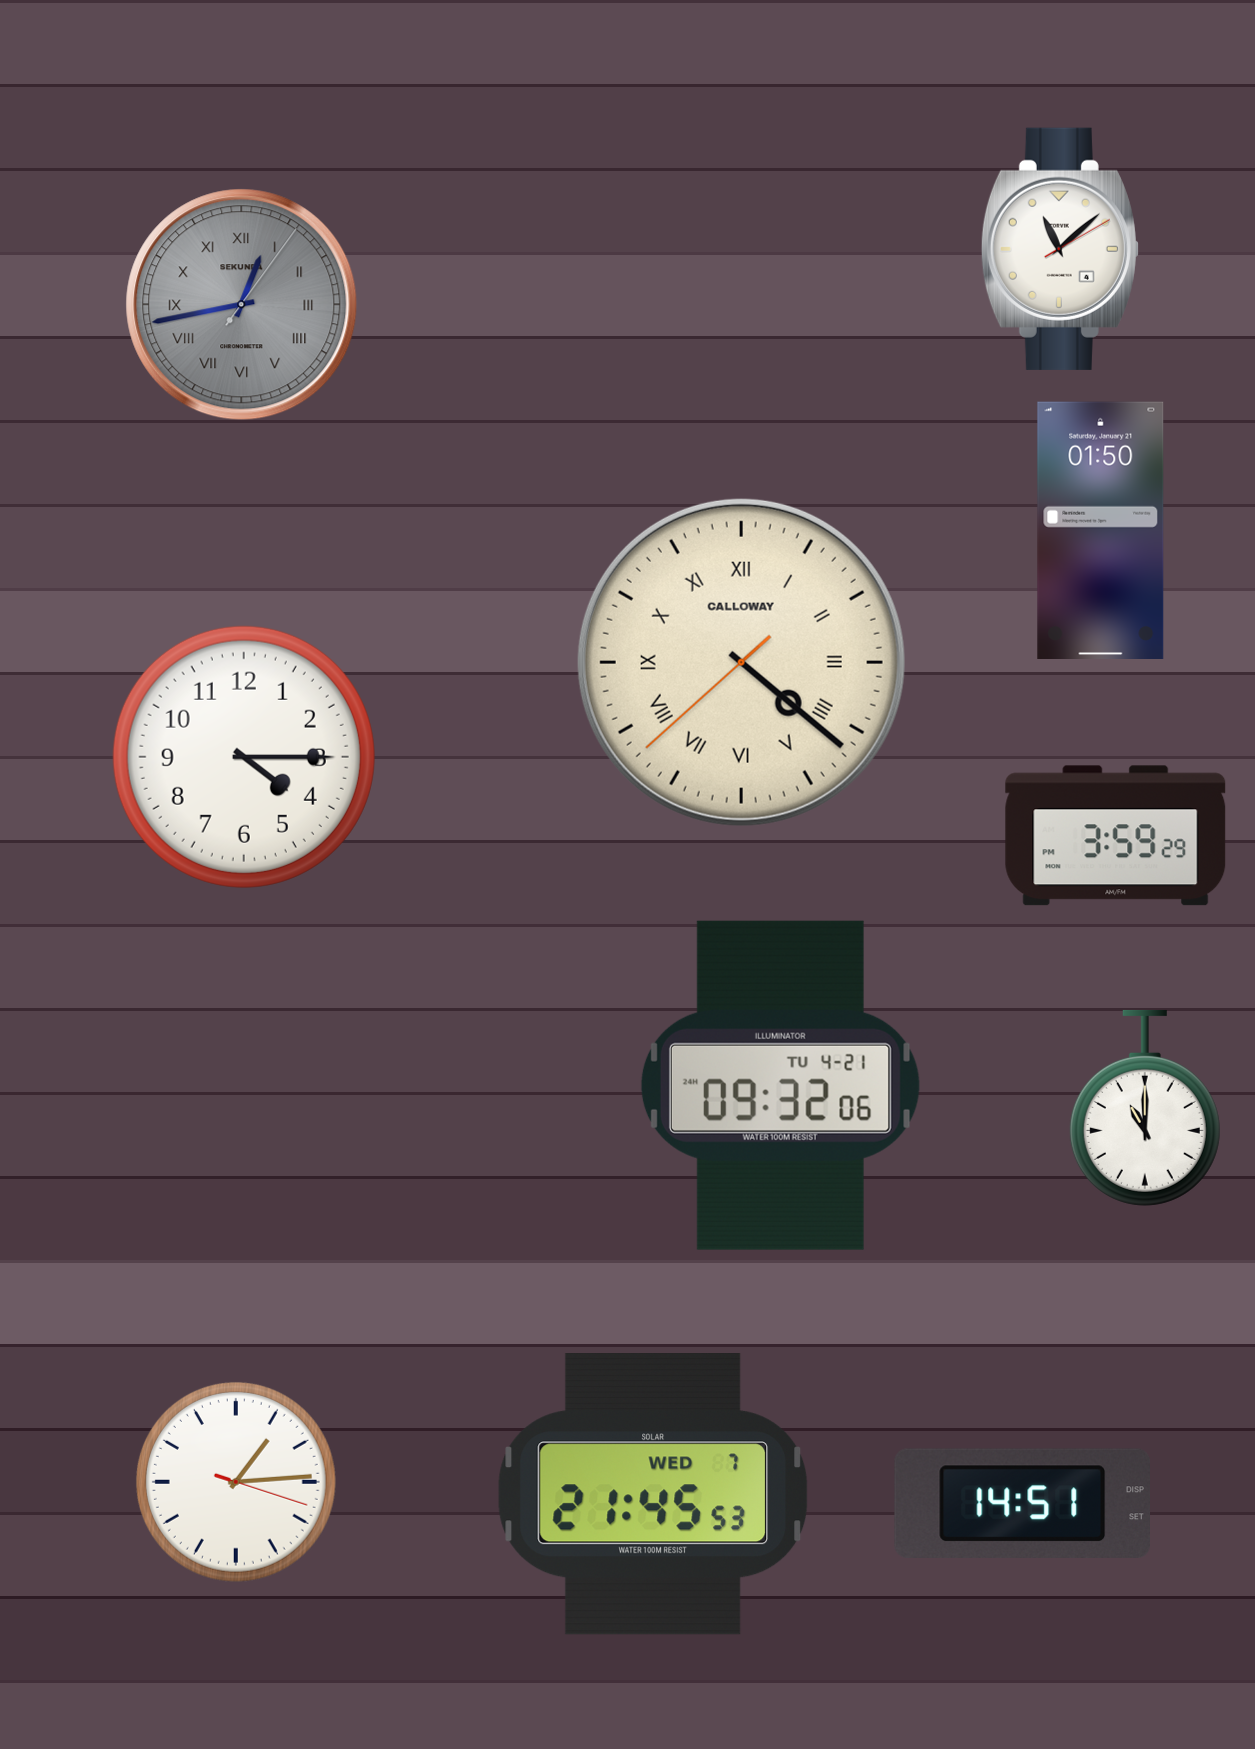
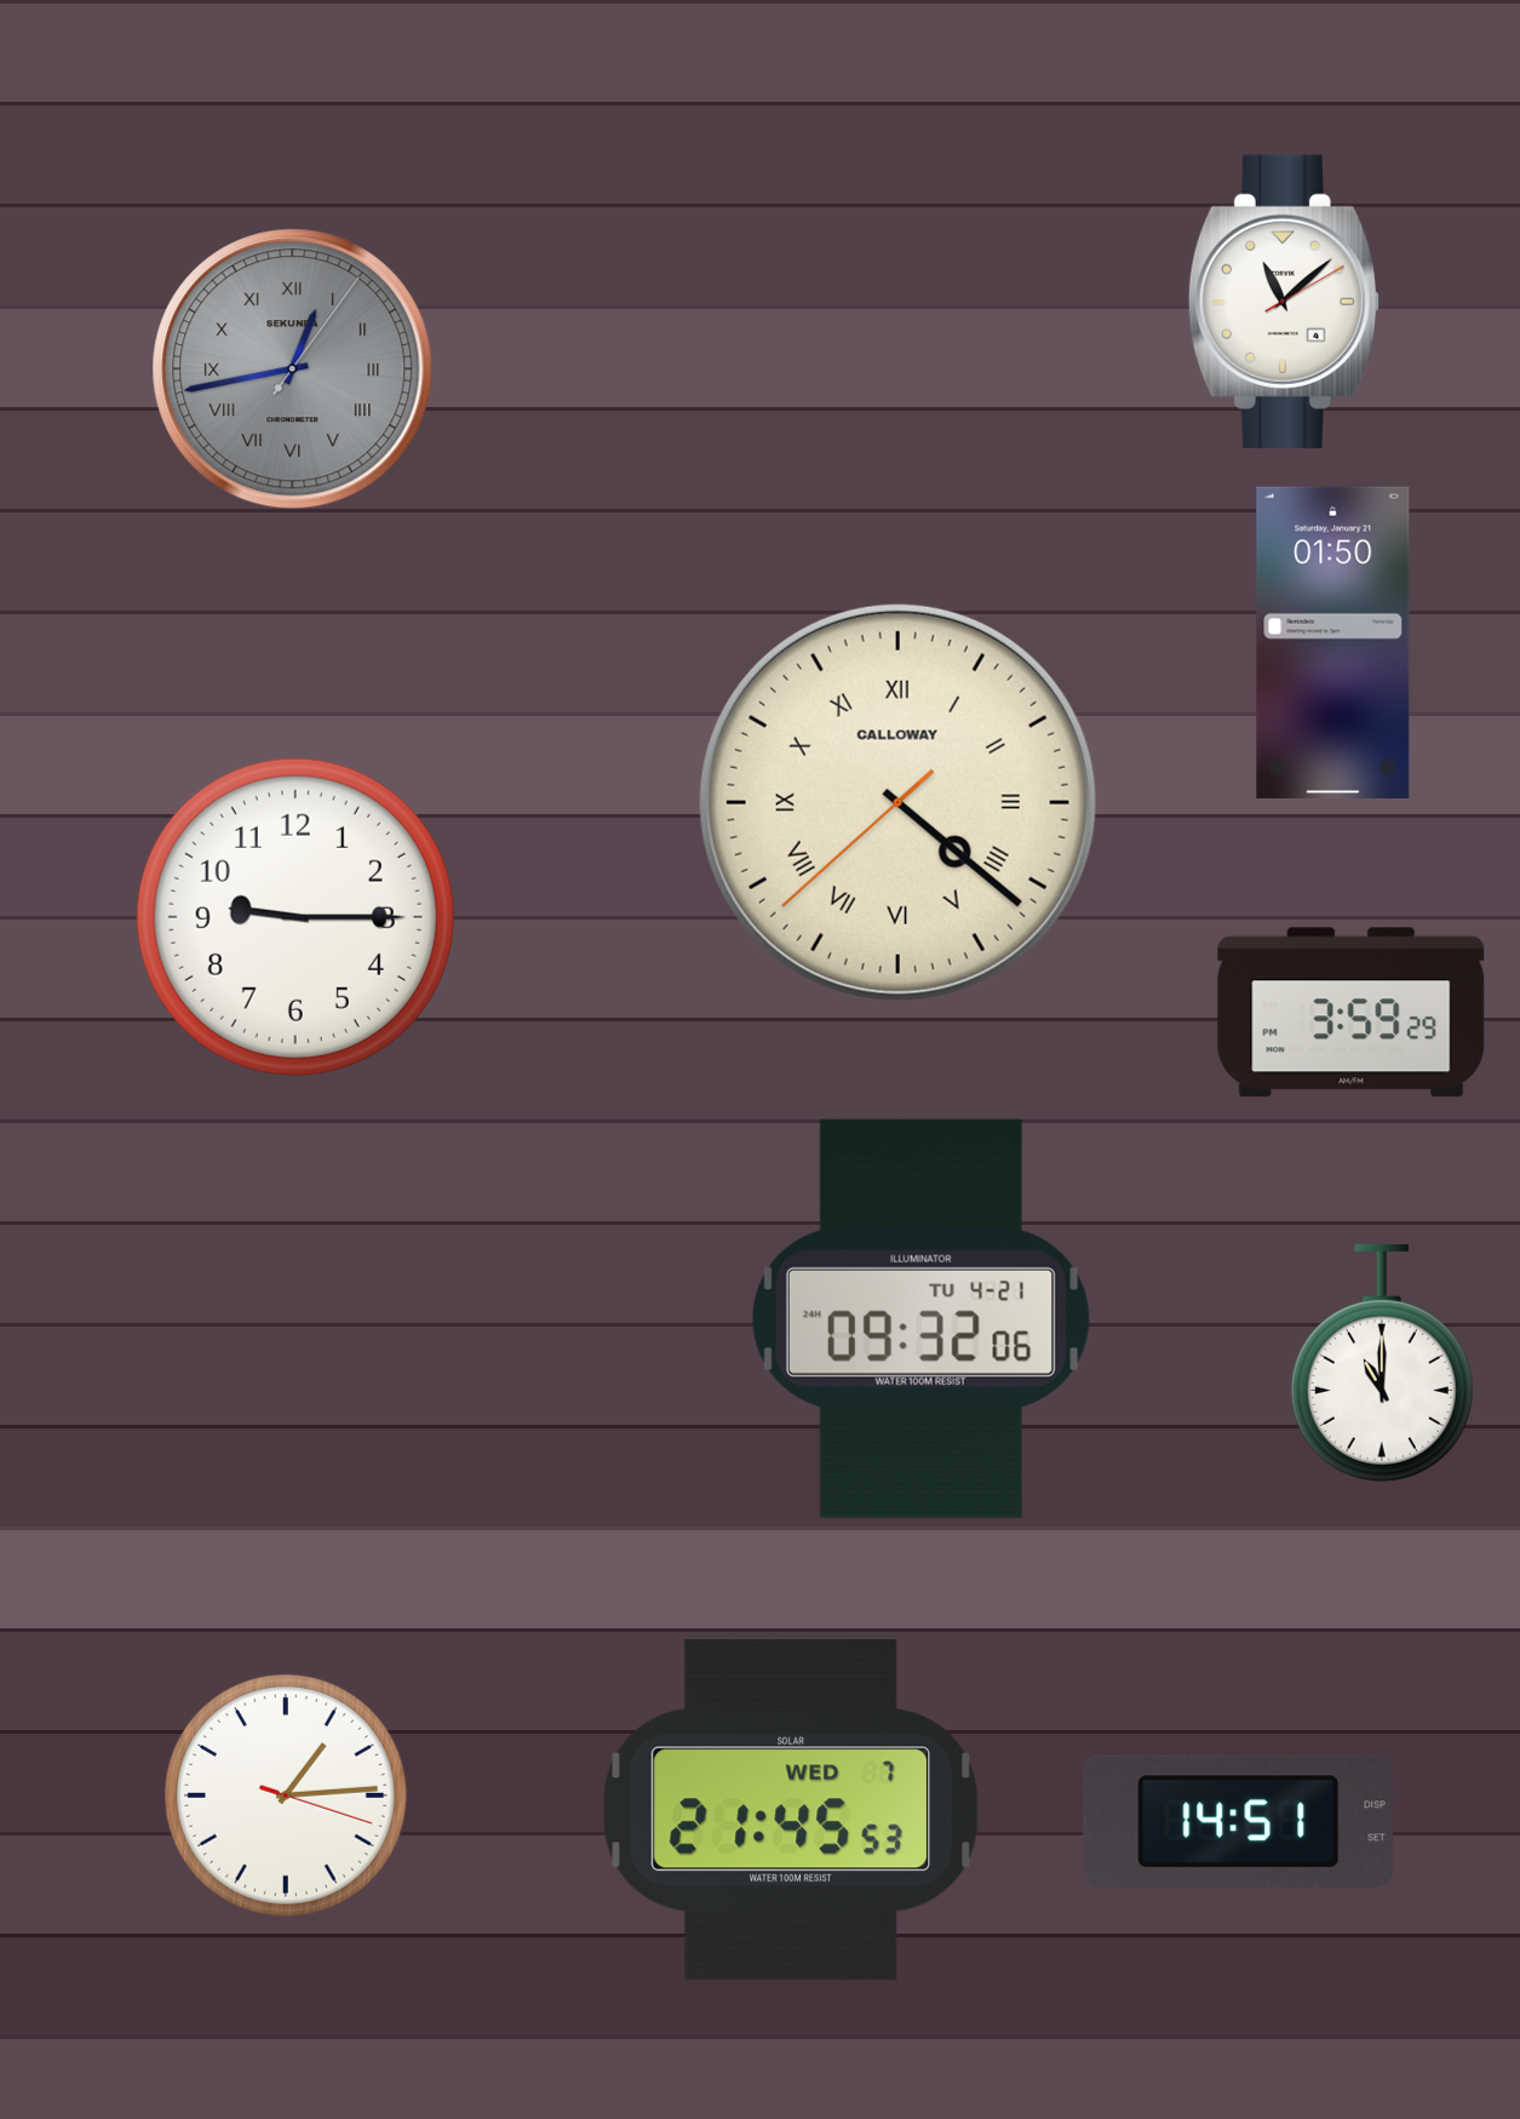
clock at (244, 757): 4:15 -> 9:15
clock at (780, 1085) position: (780, 1085) -> (920, 1318)
clock at (1145, 1108) position: (1145, 1108) -> (1382, 1363)
